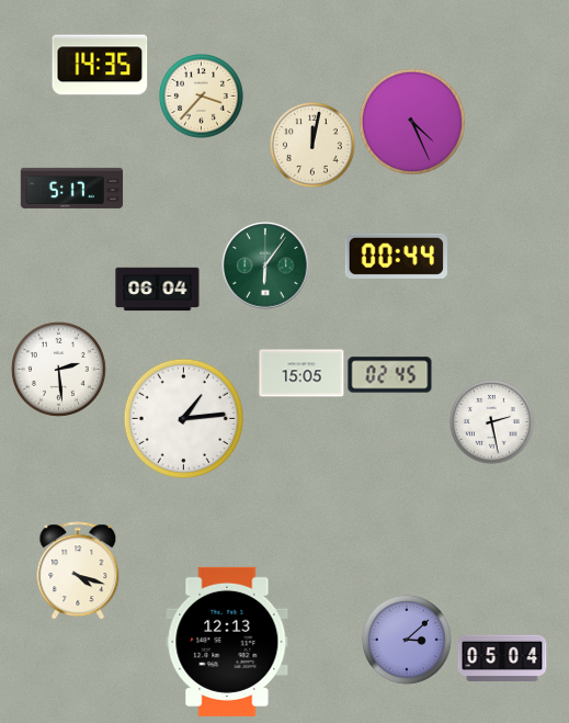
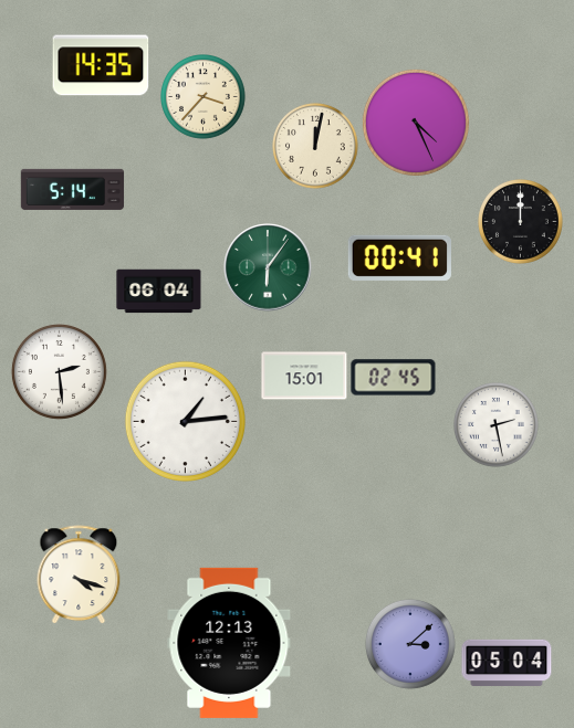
clock at (72, 188): 5:17 -> 5:14
clock at (521, 222): none -> 12:00
clock at (396, 256): 00:44 -> 00:41
clock at (301, 373): 15:05 -> 15:01
clock at (227, 642) position: (227, 642) -> (229, 643)
